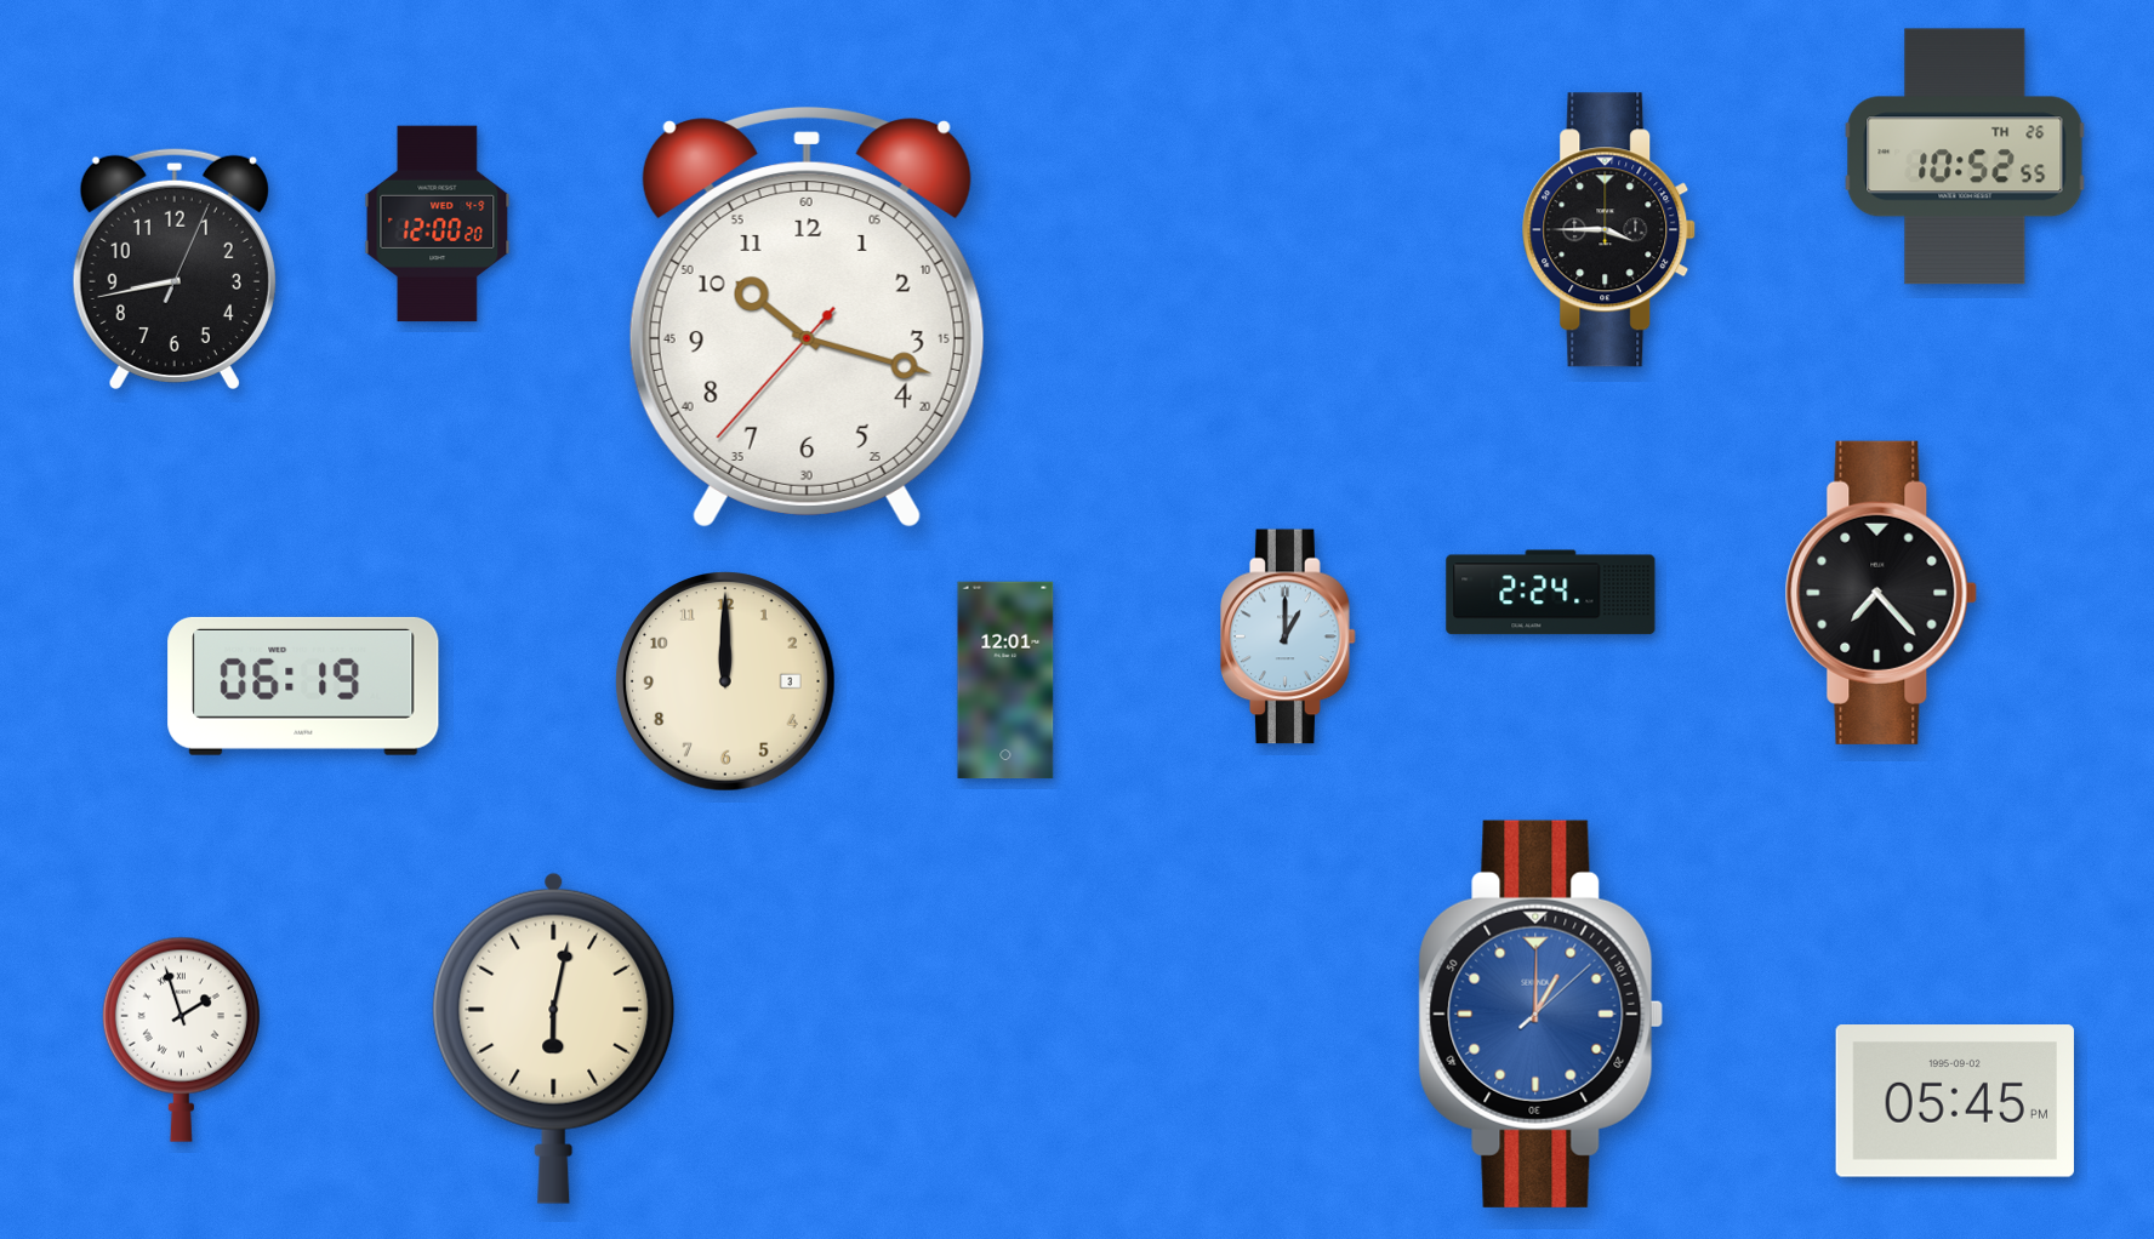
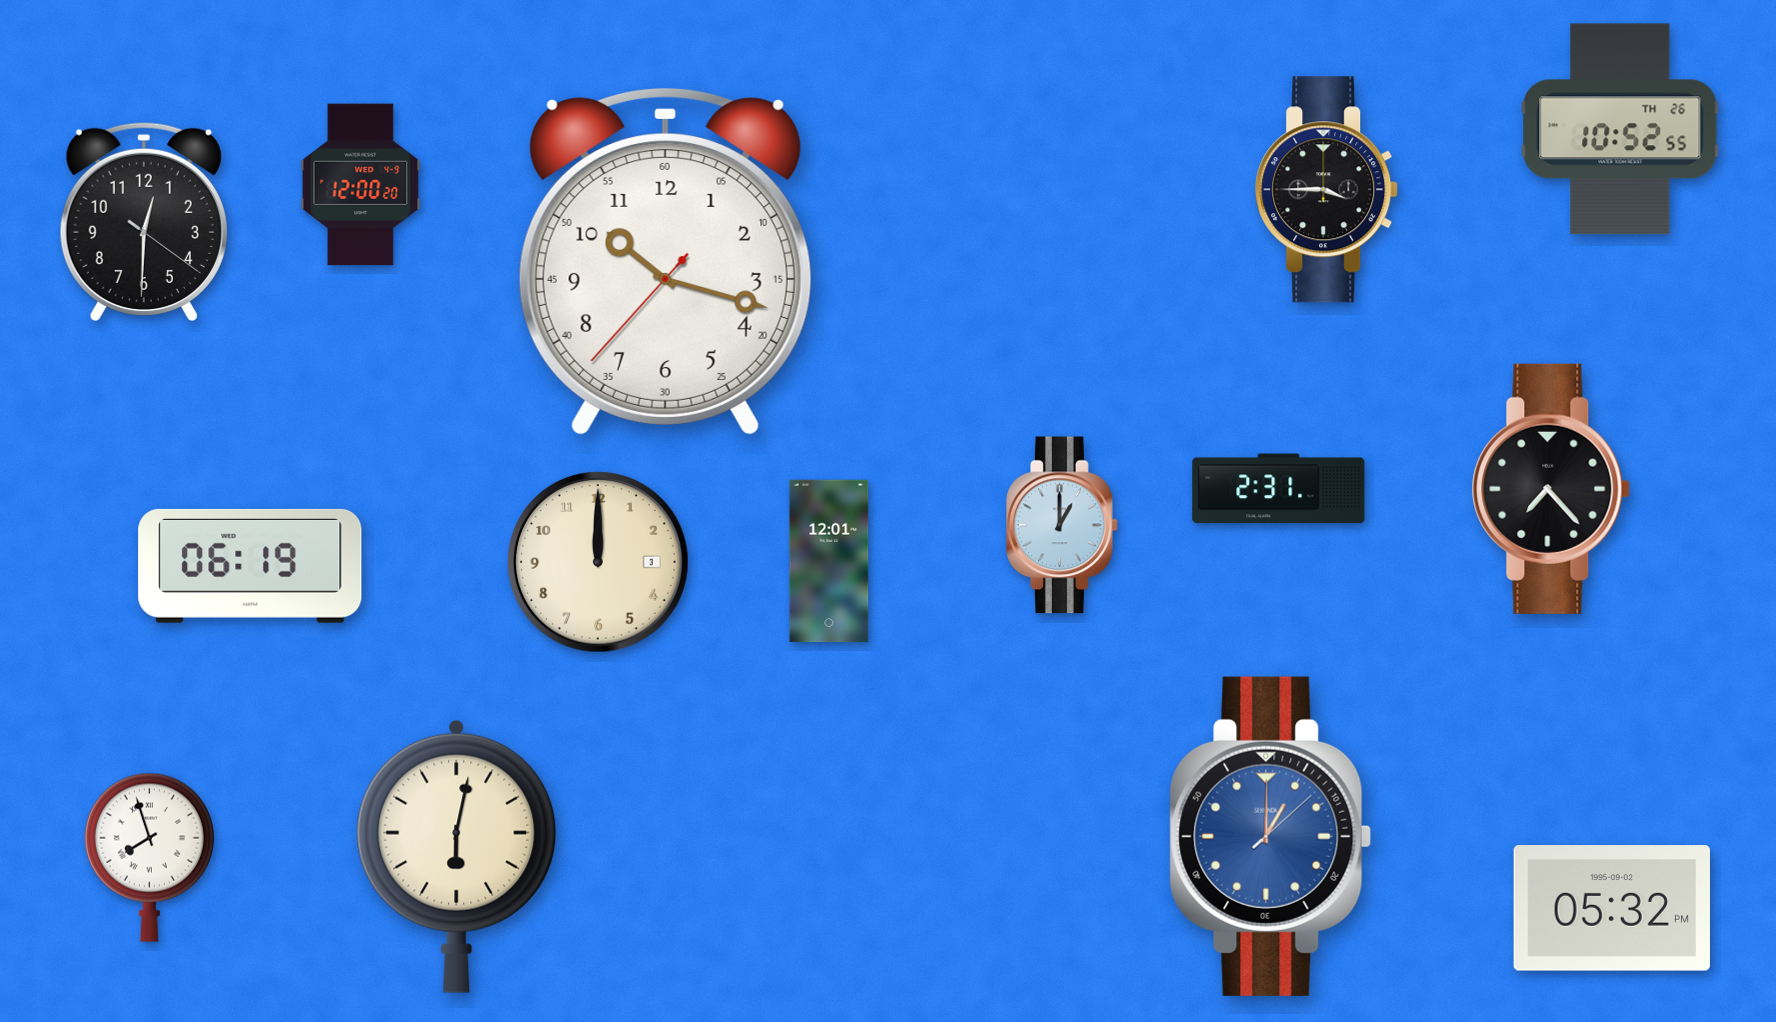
clock at (175, 268): 8:43 -> 12:30
clock at (1551, 593): 2:24 -> 2:31
clock at (181, 1039): 1:57 -> 7:57
clock at (1955, 1101): 05:45 -> 05:32
